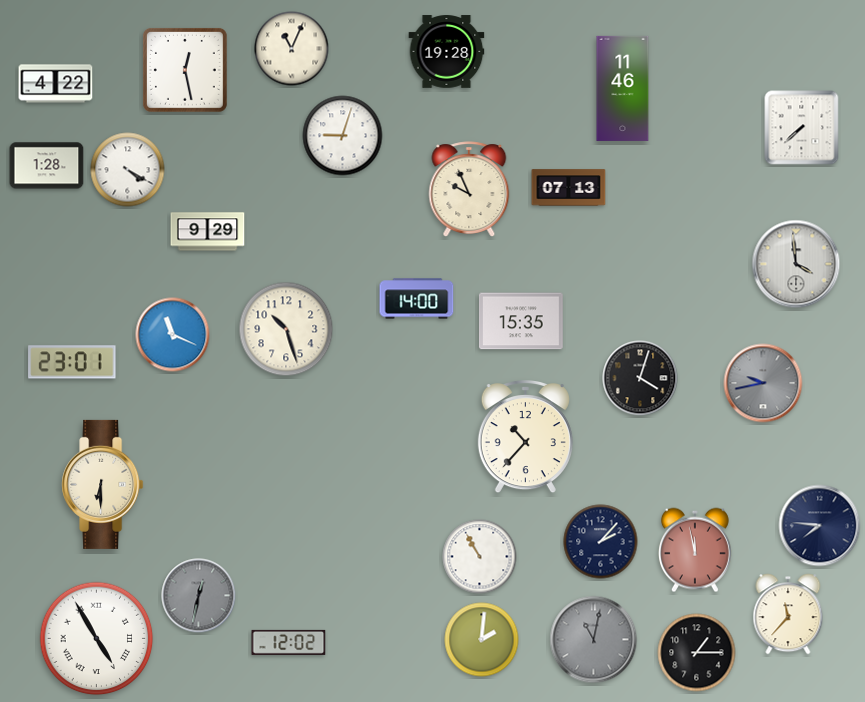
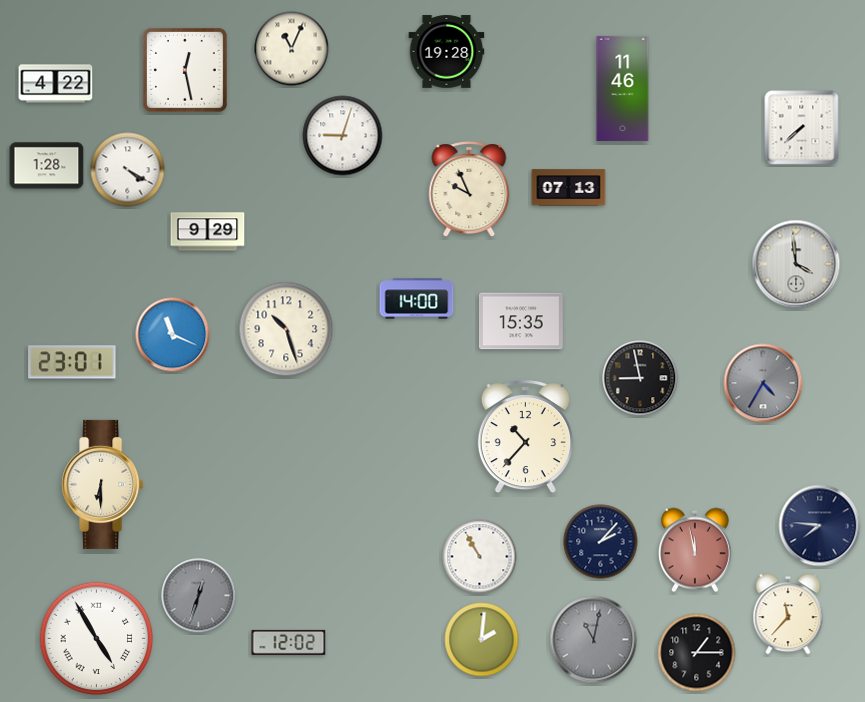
clock at (640, 378): 4:03 -> 8:58
clock at (763, 383): 9:43 -> 4:35
clock at (199, 596): 12:32 -> 12:33
